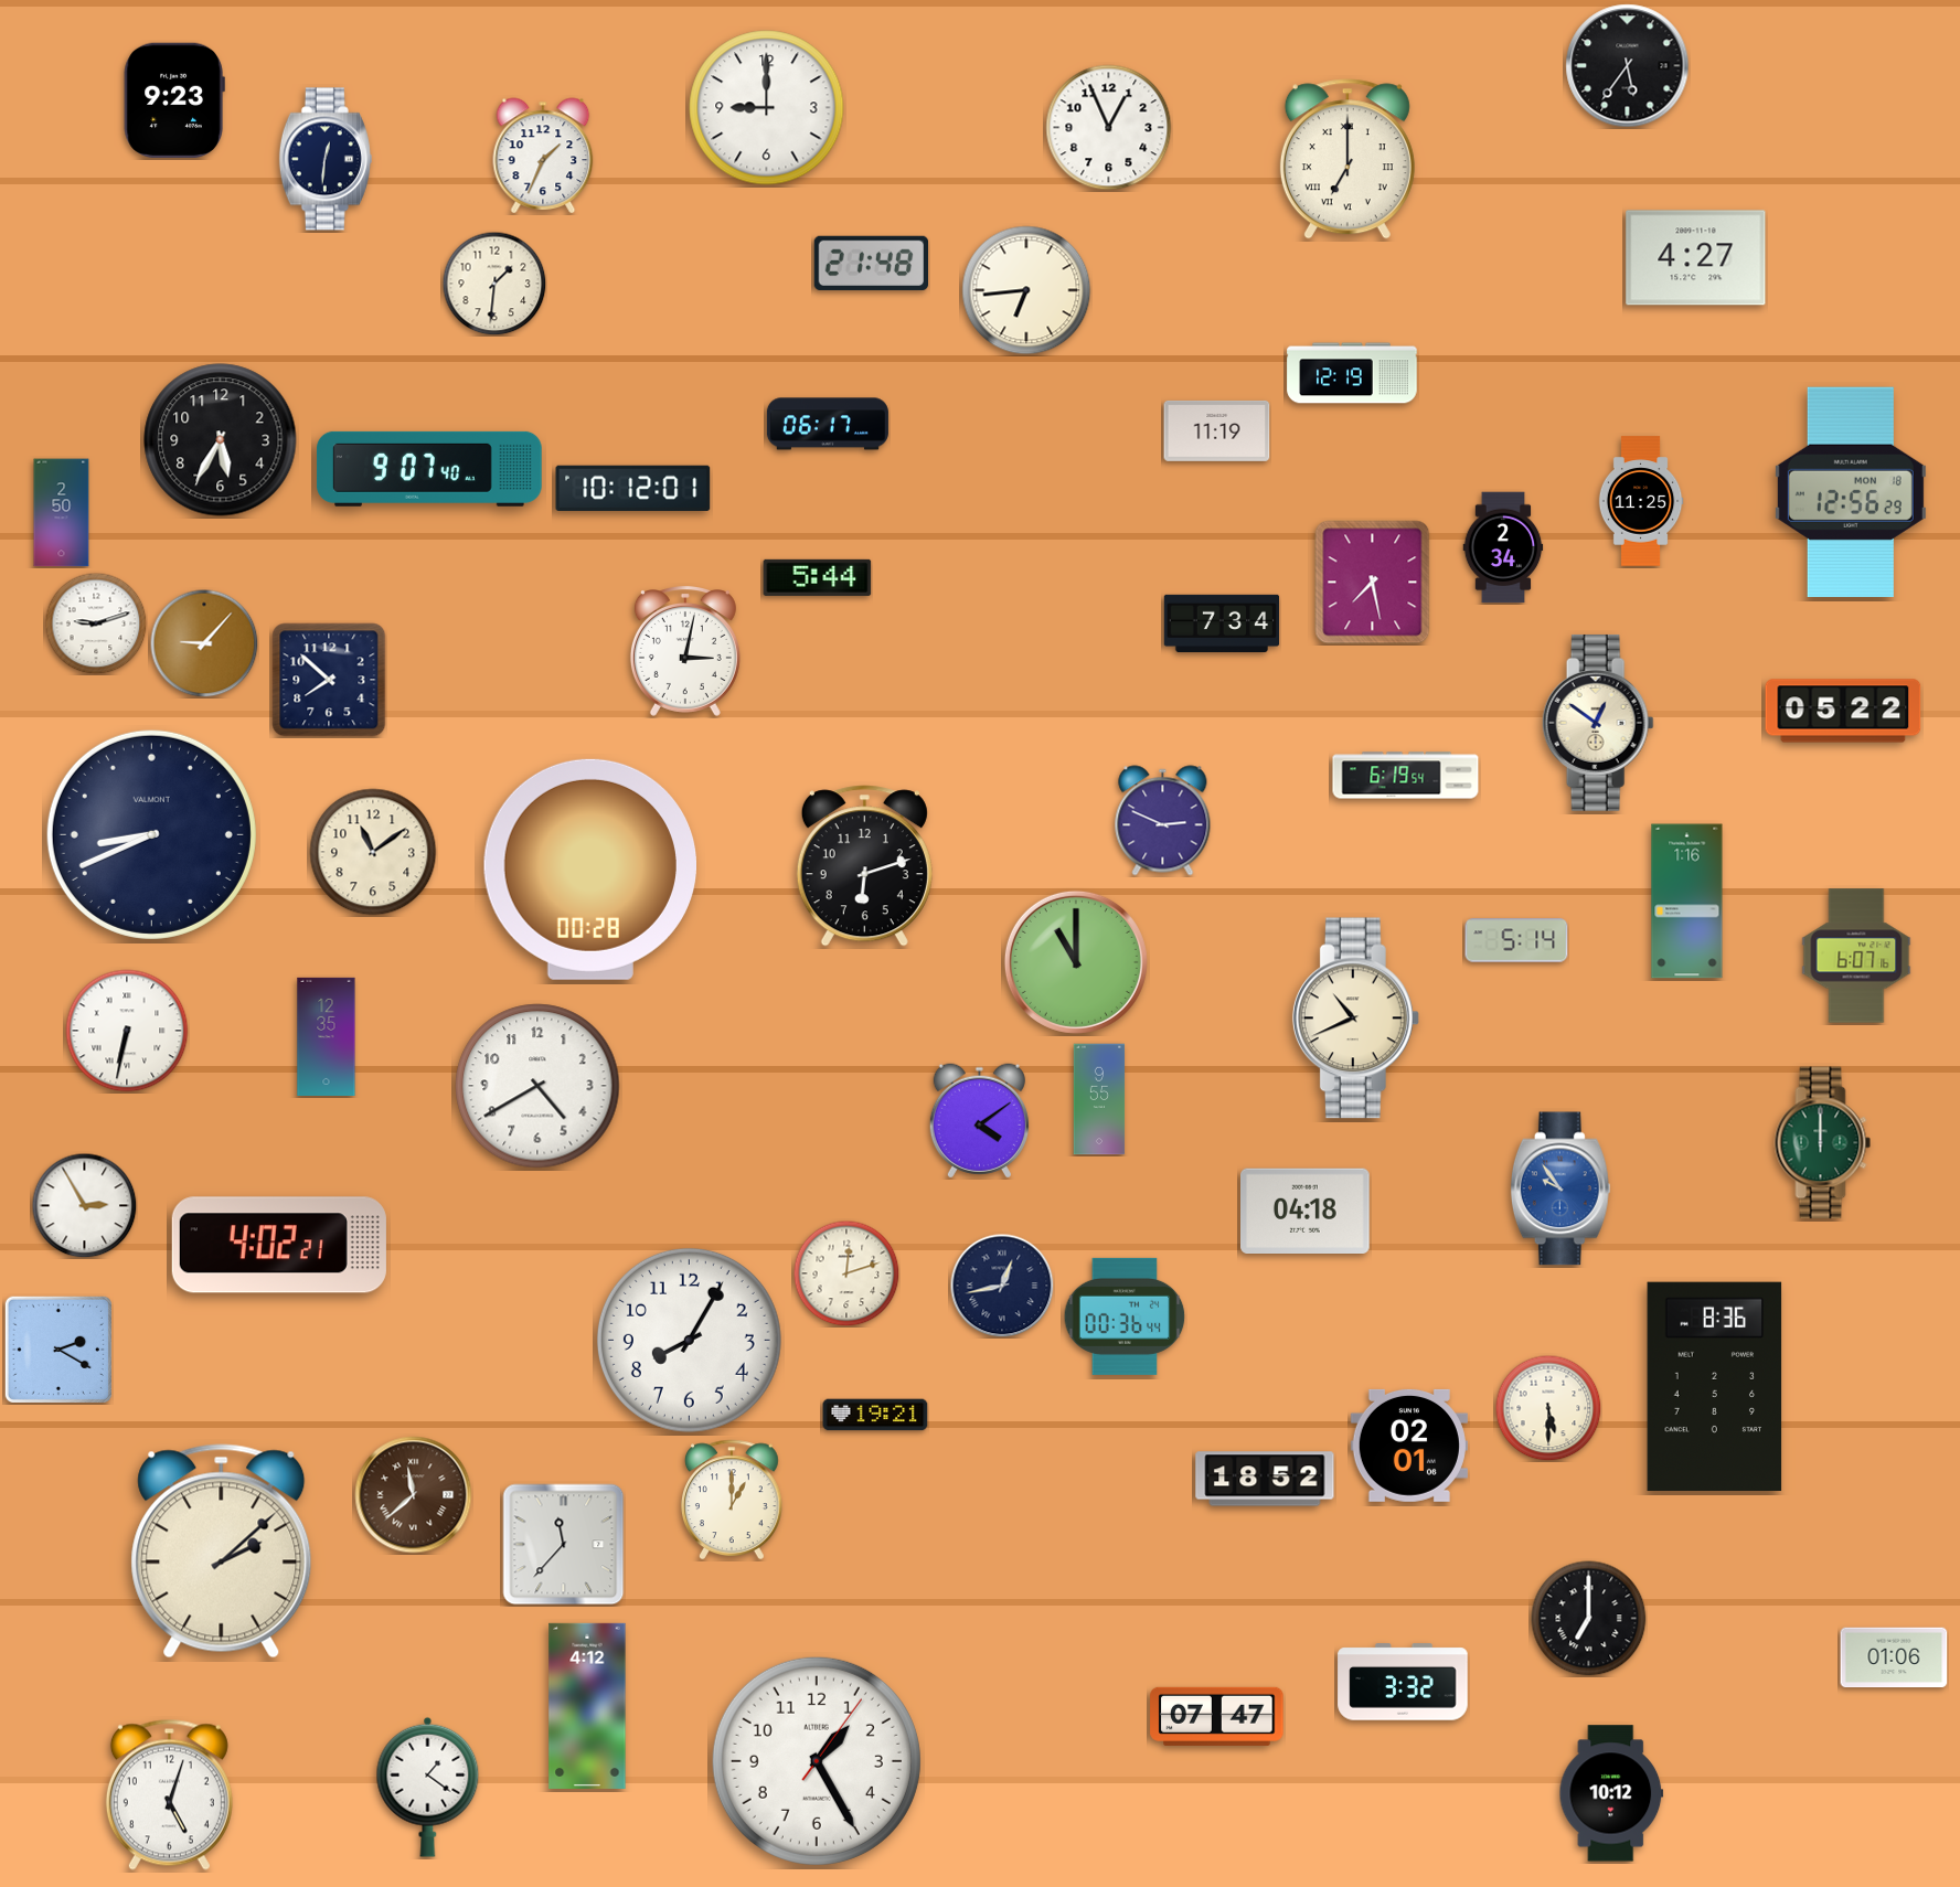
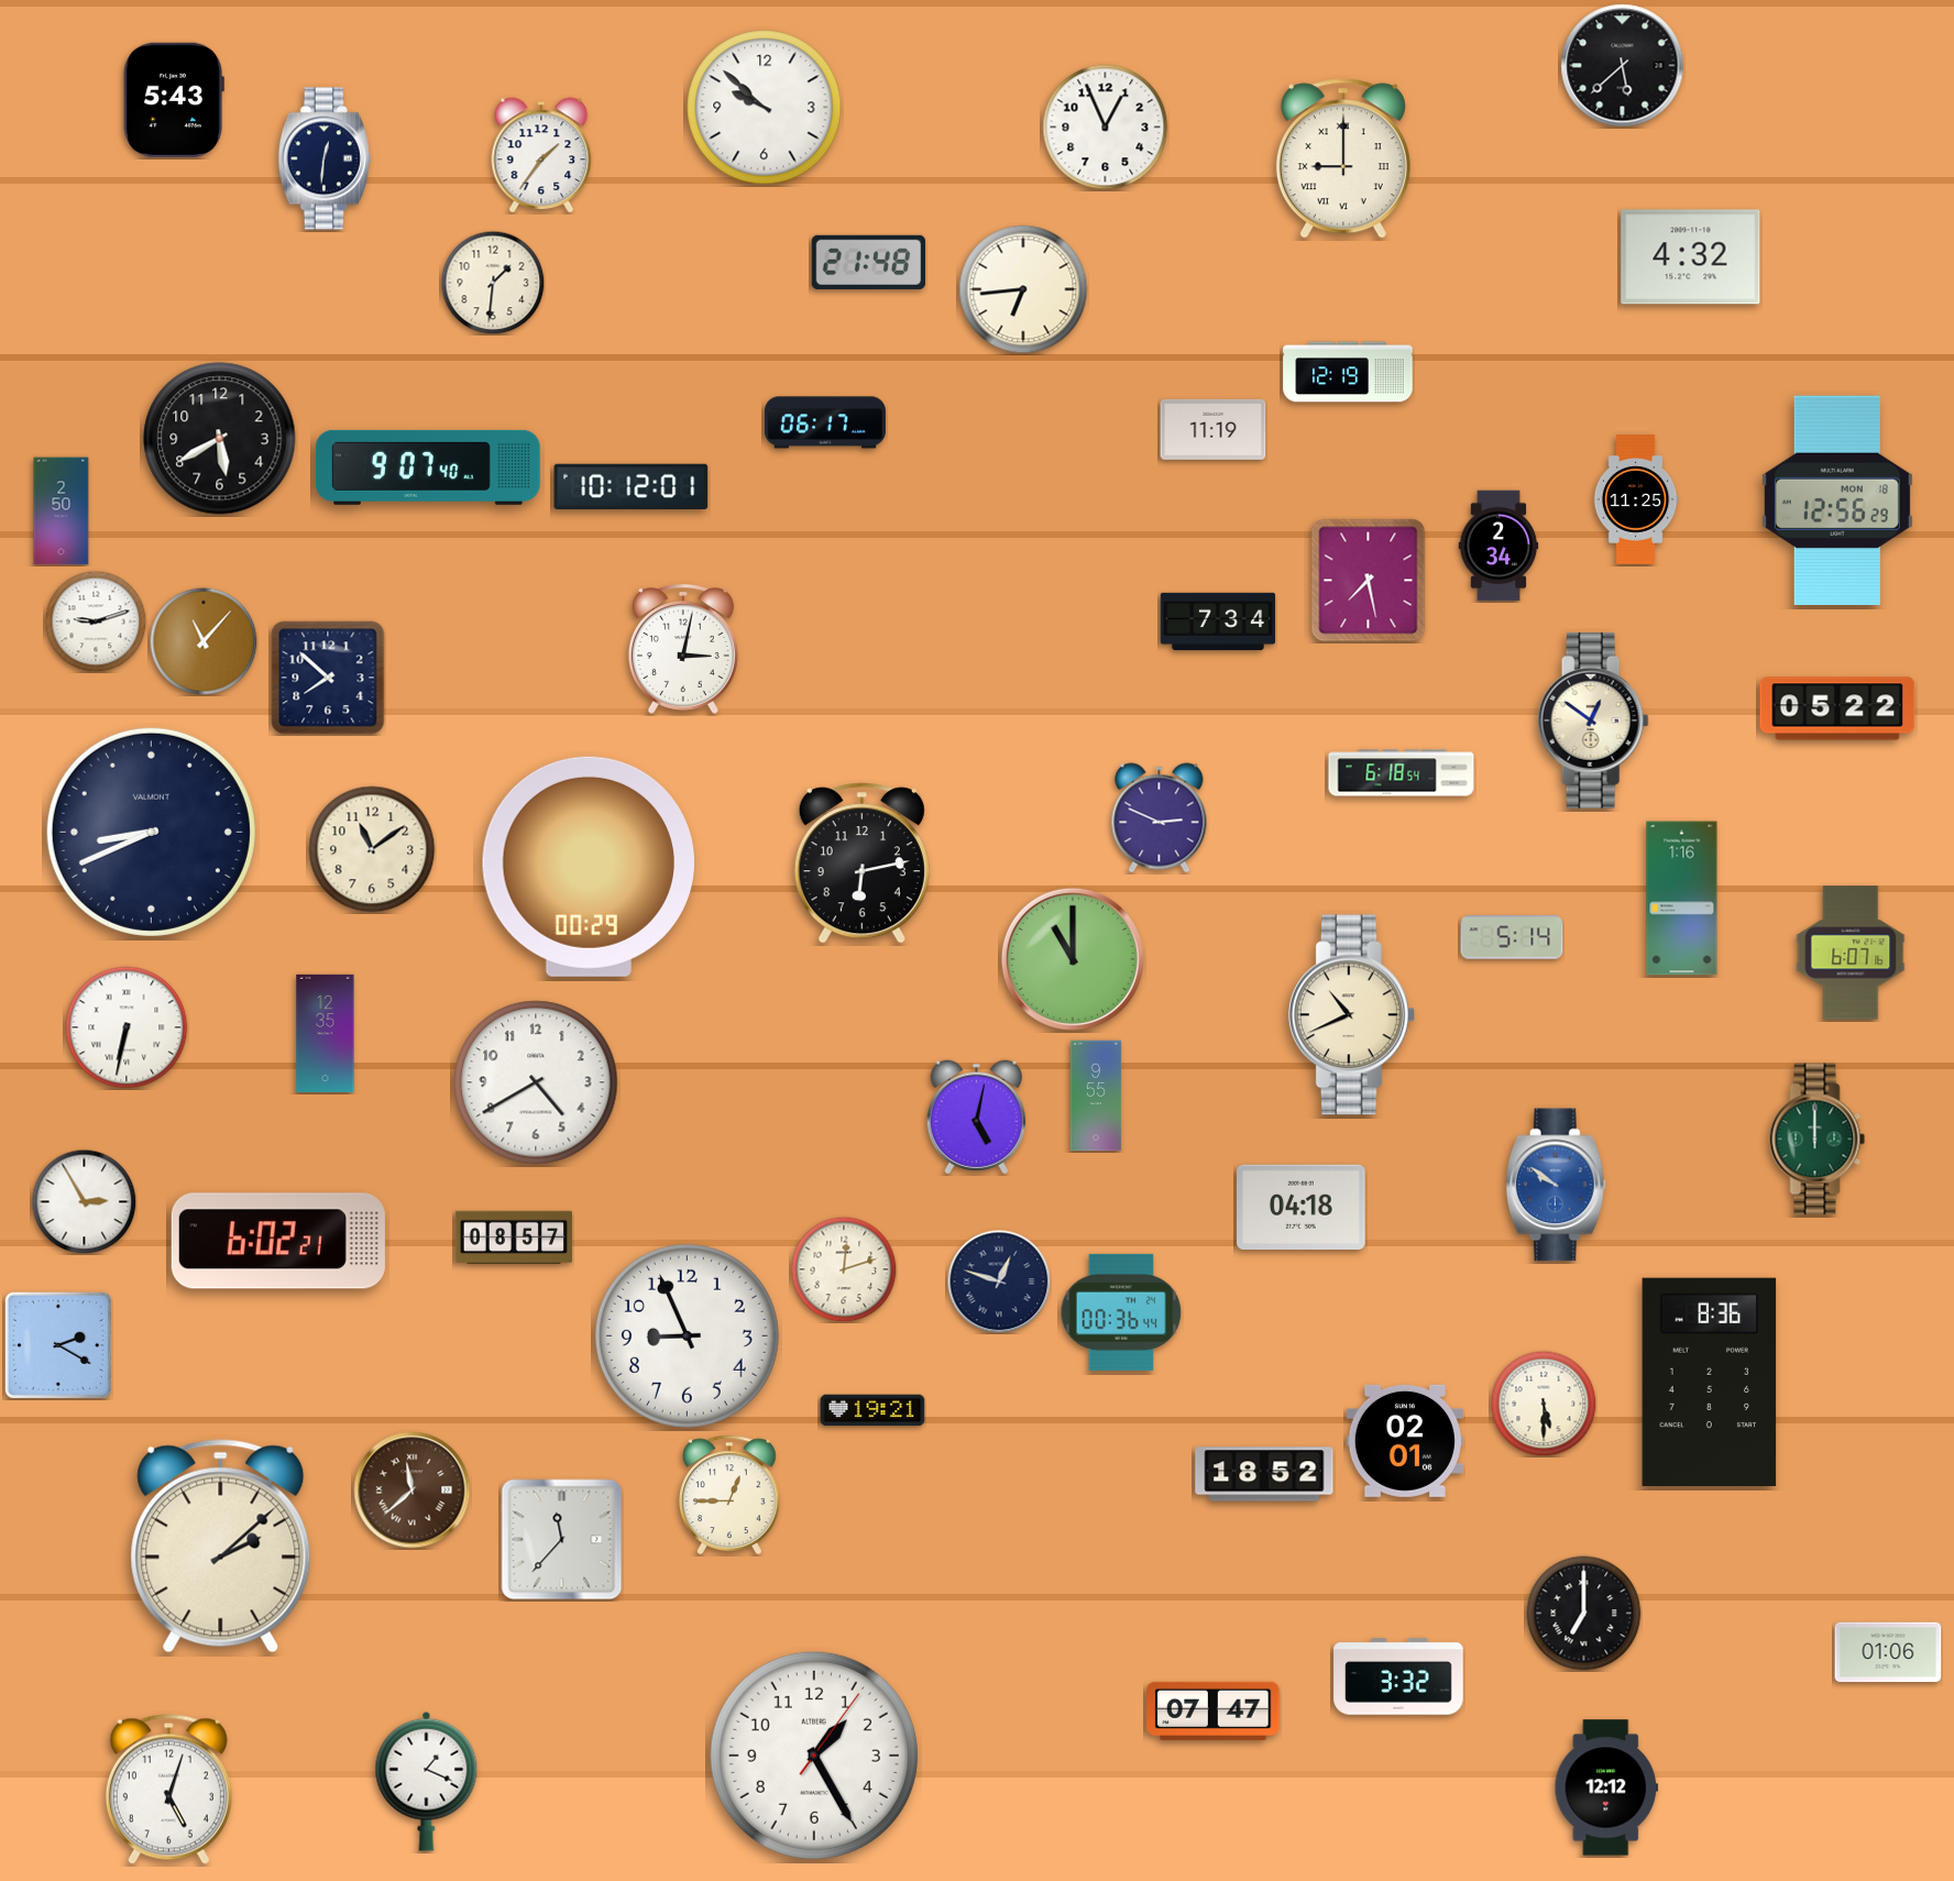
clock at (1628, 66): 5:36 -> 5:38
clock at (174, 100): 9:23 -> 5:43
clock at (767, 108): 9:00 -> 9:52
clock at (543, 156): 1:34 -> 1:36
clock at (1347, 159): 7:00 -> 9:00
clock at (1696, 258): 4:27 -> 4:32
clock at (221, 440): 5:35 -> 5:40
clock at (1851, 492) position: (1851, 492) -> (1837, 501)
clock at (818, 577): 5:44 -> none
clock at (204, 643): 9:07 -> 11:07
clock at (1406, 776): 6:19 -> 6:18
clock at (864, 866): 6:12 -> 6:13
clock at (589, 870): 00:28 -> 00:29
clock at (979, 1121): 4:09 -> 5:02
clock at (1560, 1188): 9:54 -> 9:51
clock at (513, 1237): none -> 08:57
clock at (279, 1245): 4:02 -> 6:02
clock at (1002, 1286): 12:43 -> 12:48
clock at (689, 1340): 8:05 -> 8:56
clock at (1265, 1479) position: (1265, 1479) -> (1264, 1474)
clock at (732, 1500): 1:00 -> 12:45
clock at (587, 1706): 4:12 -> none
clock at (428, 1787): 1:21 -> 1:19
clock at (1611, 1793): 10:12 -> 12:12
